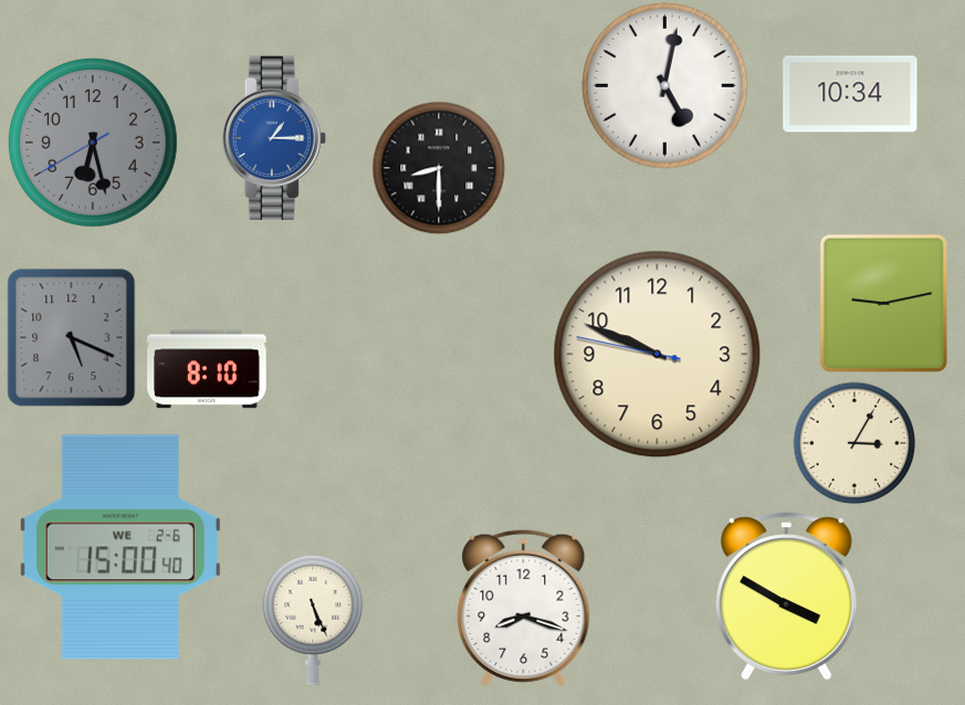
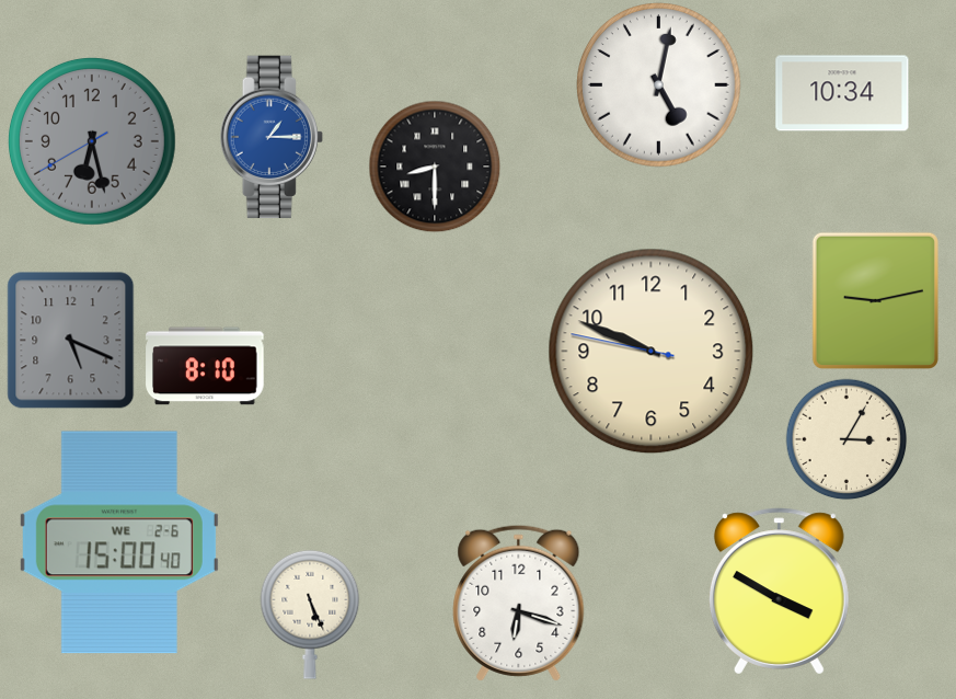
clock at (72, 337) position: (72, 337) -> (71, 340)
clock at (524, 608): 8:18 -> 6:18
